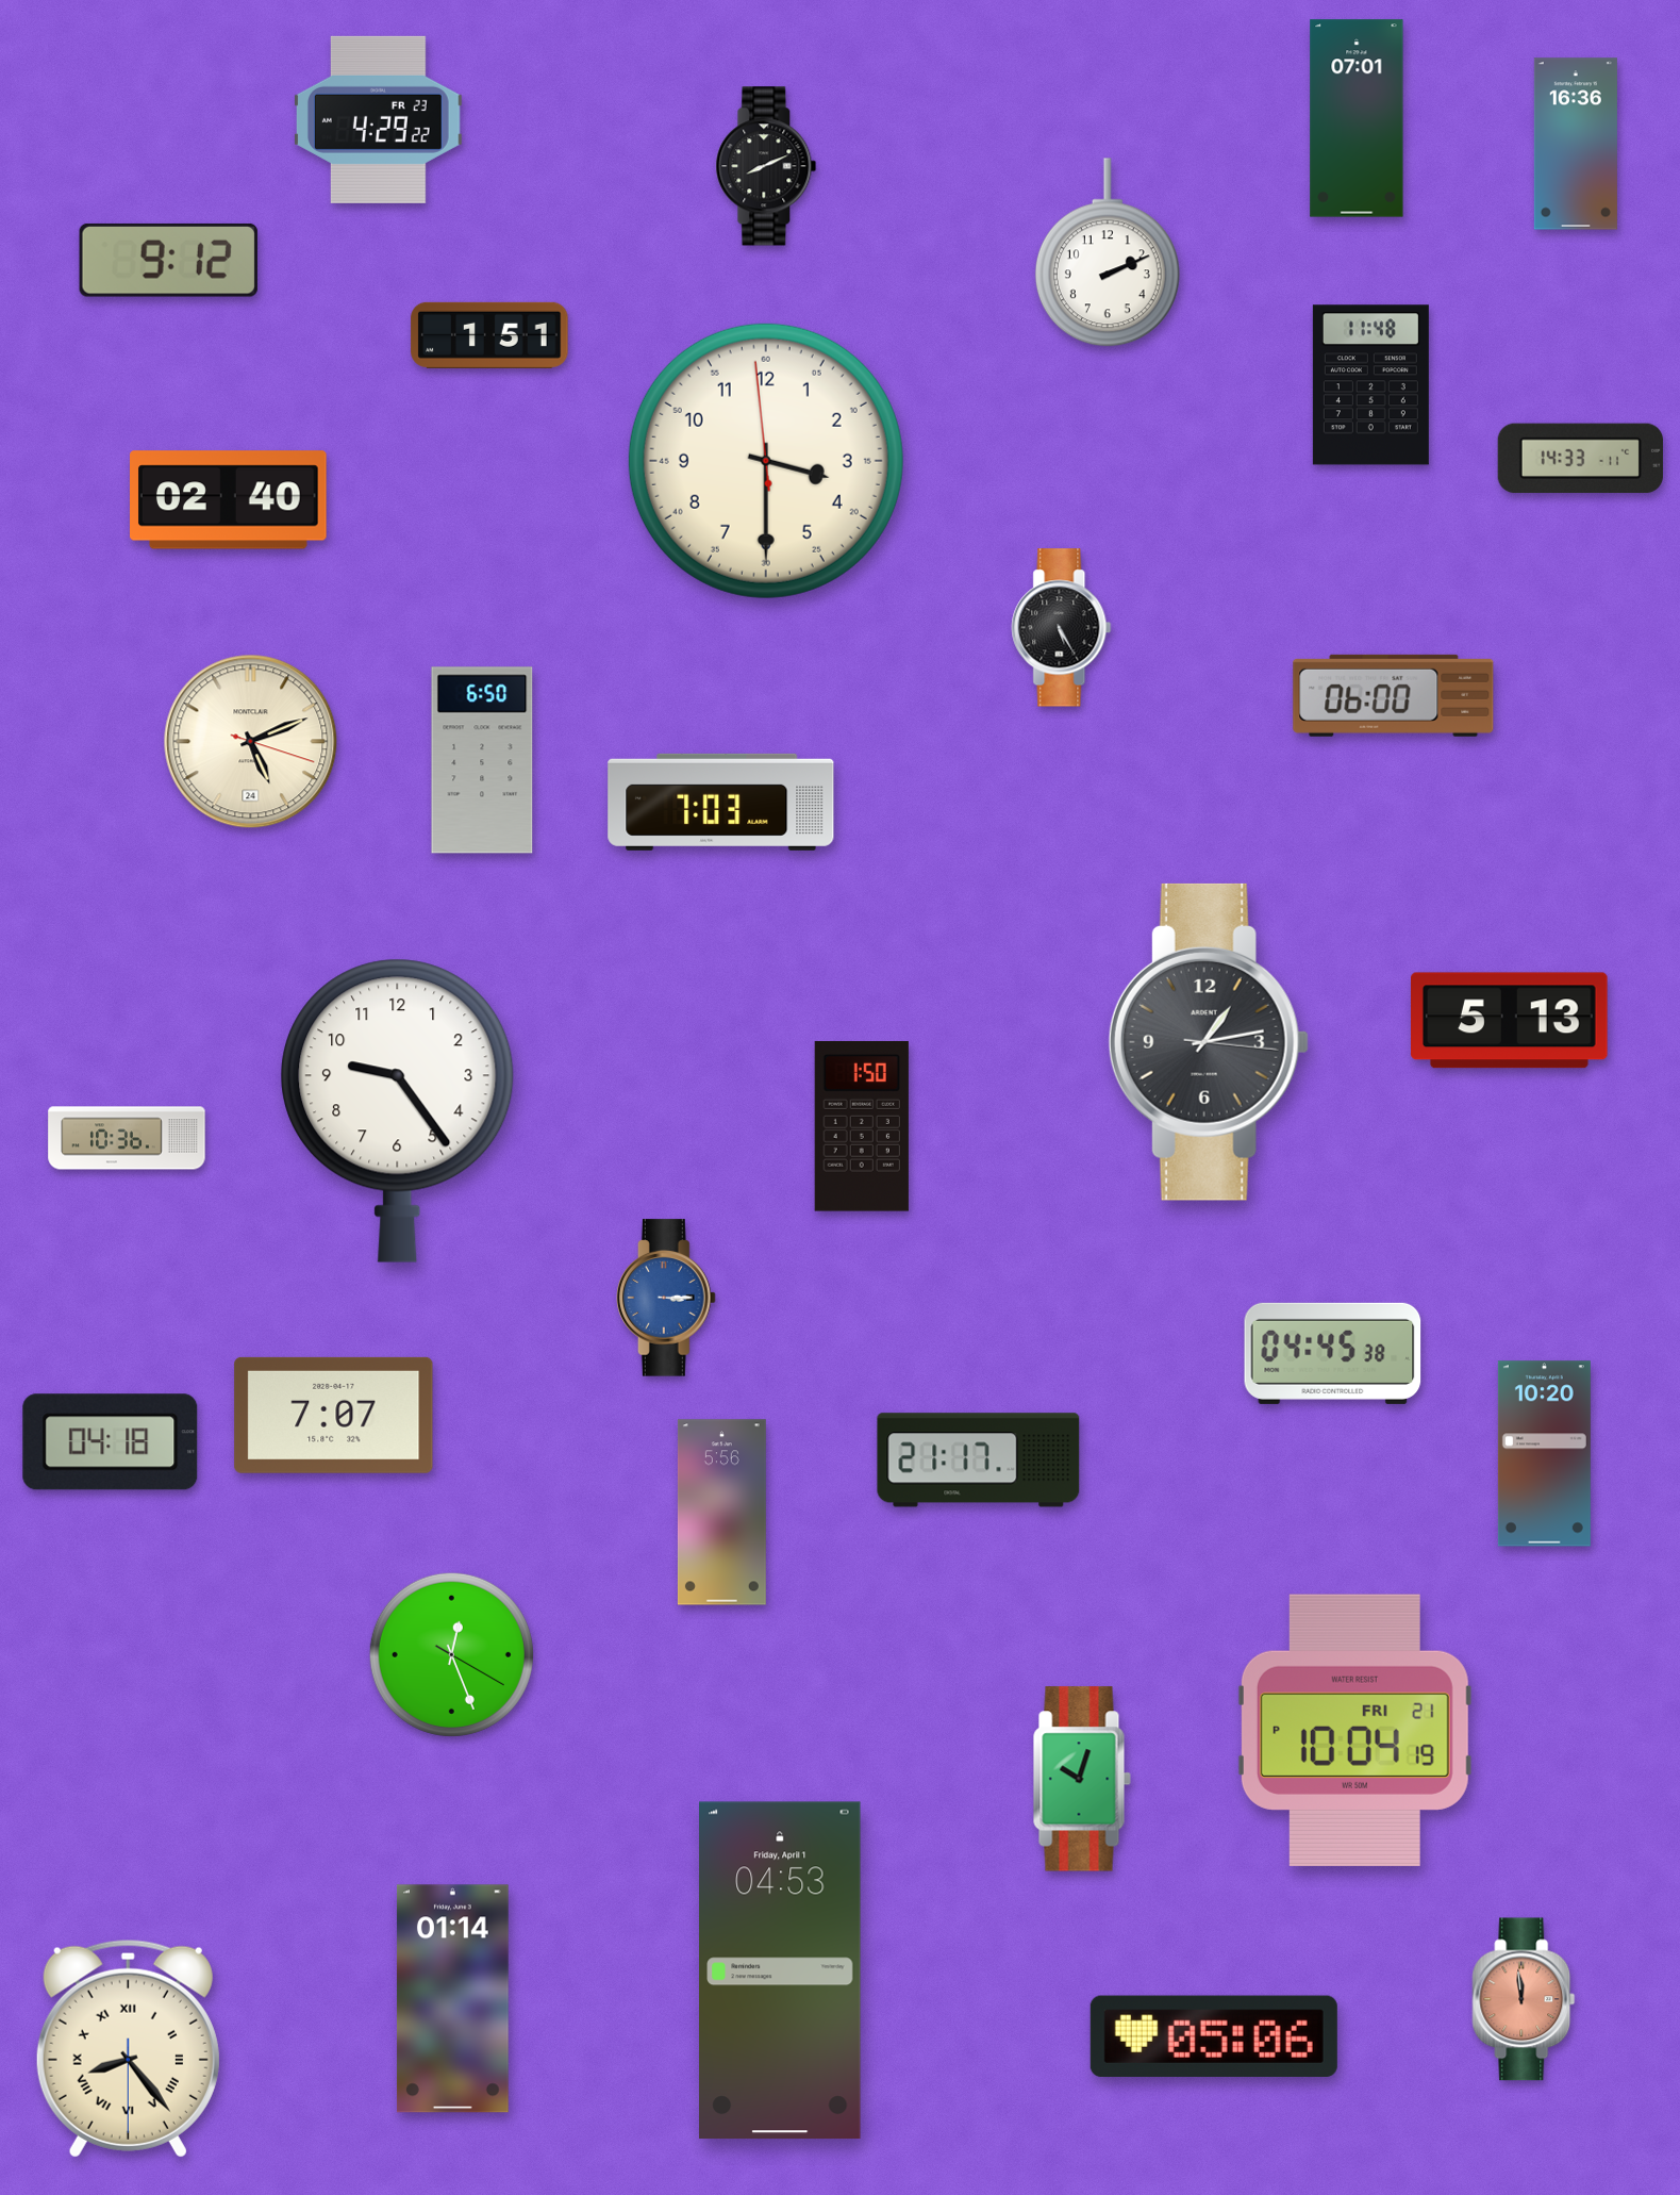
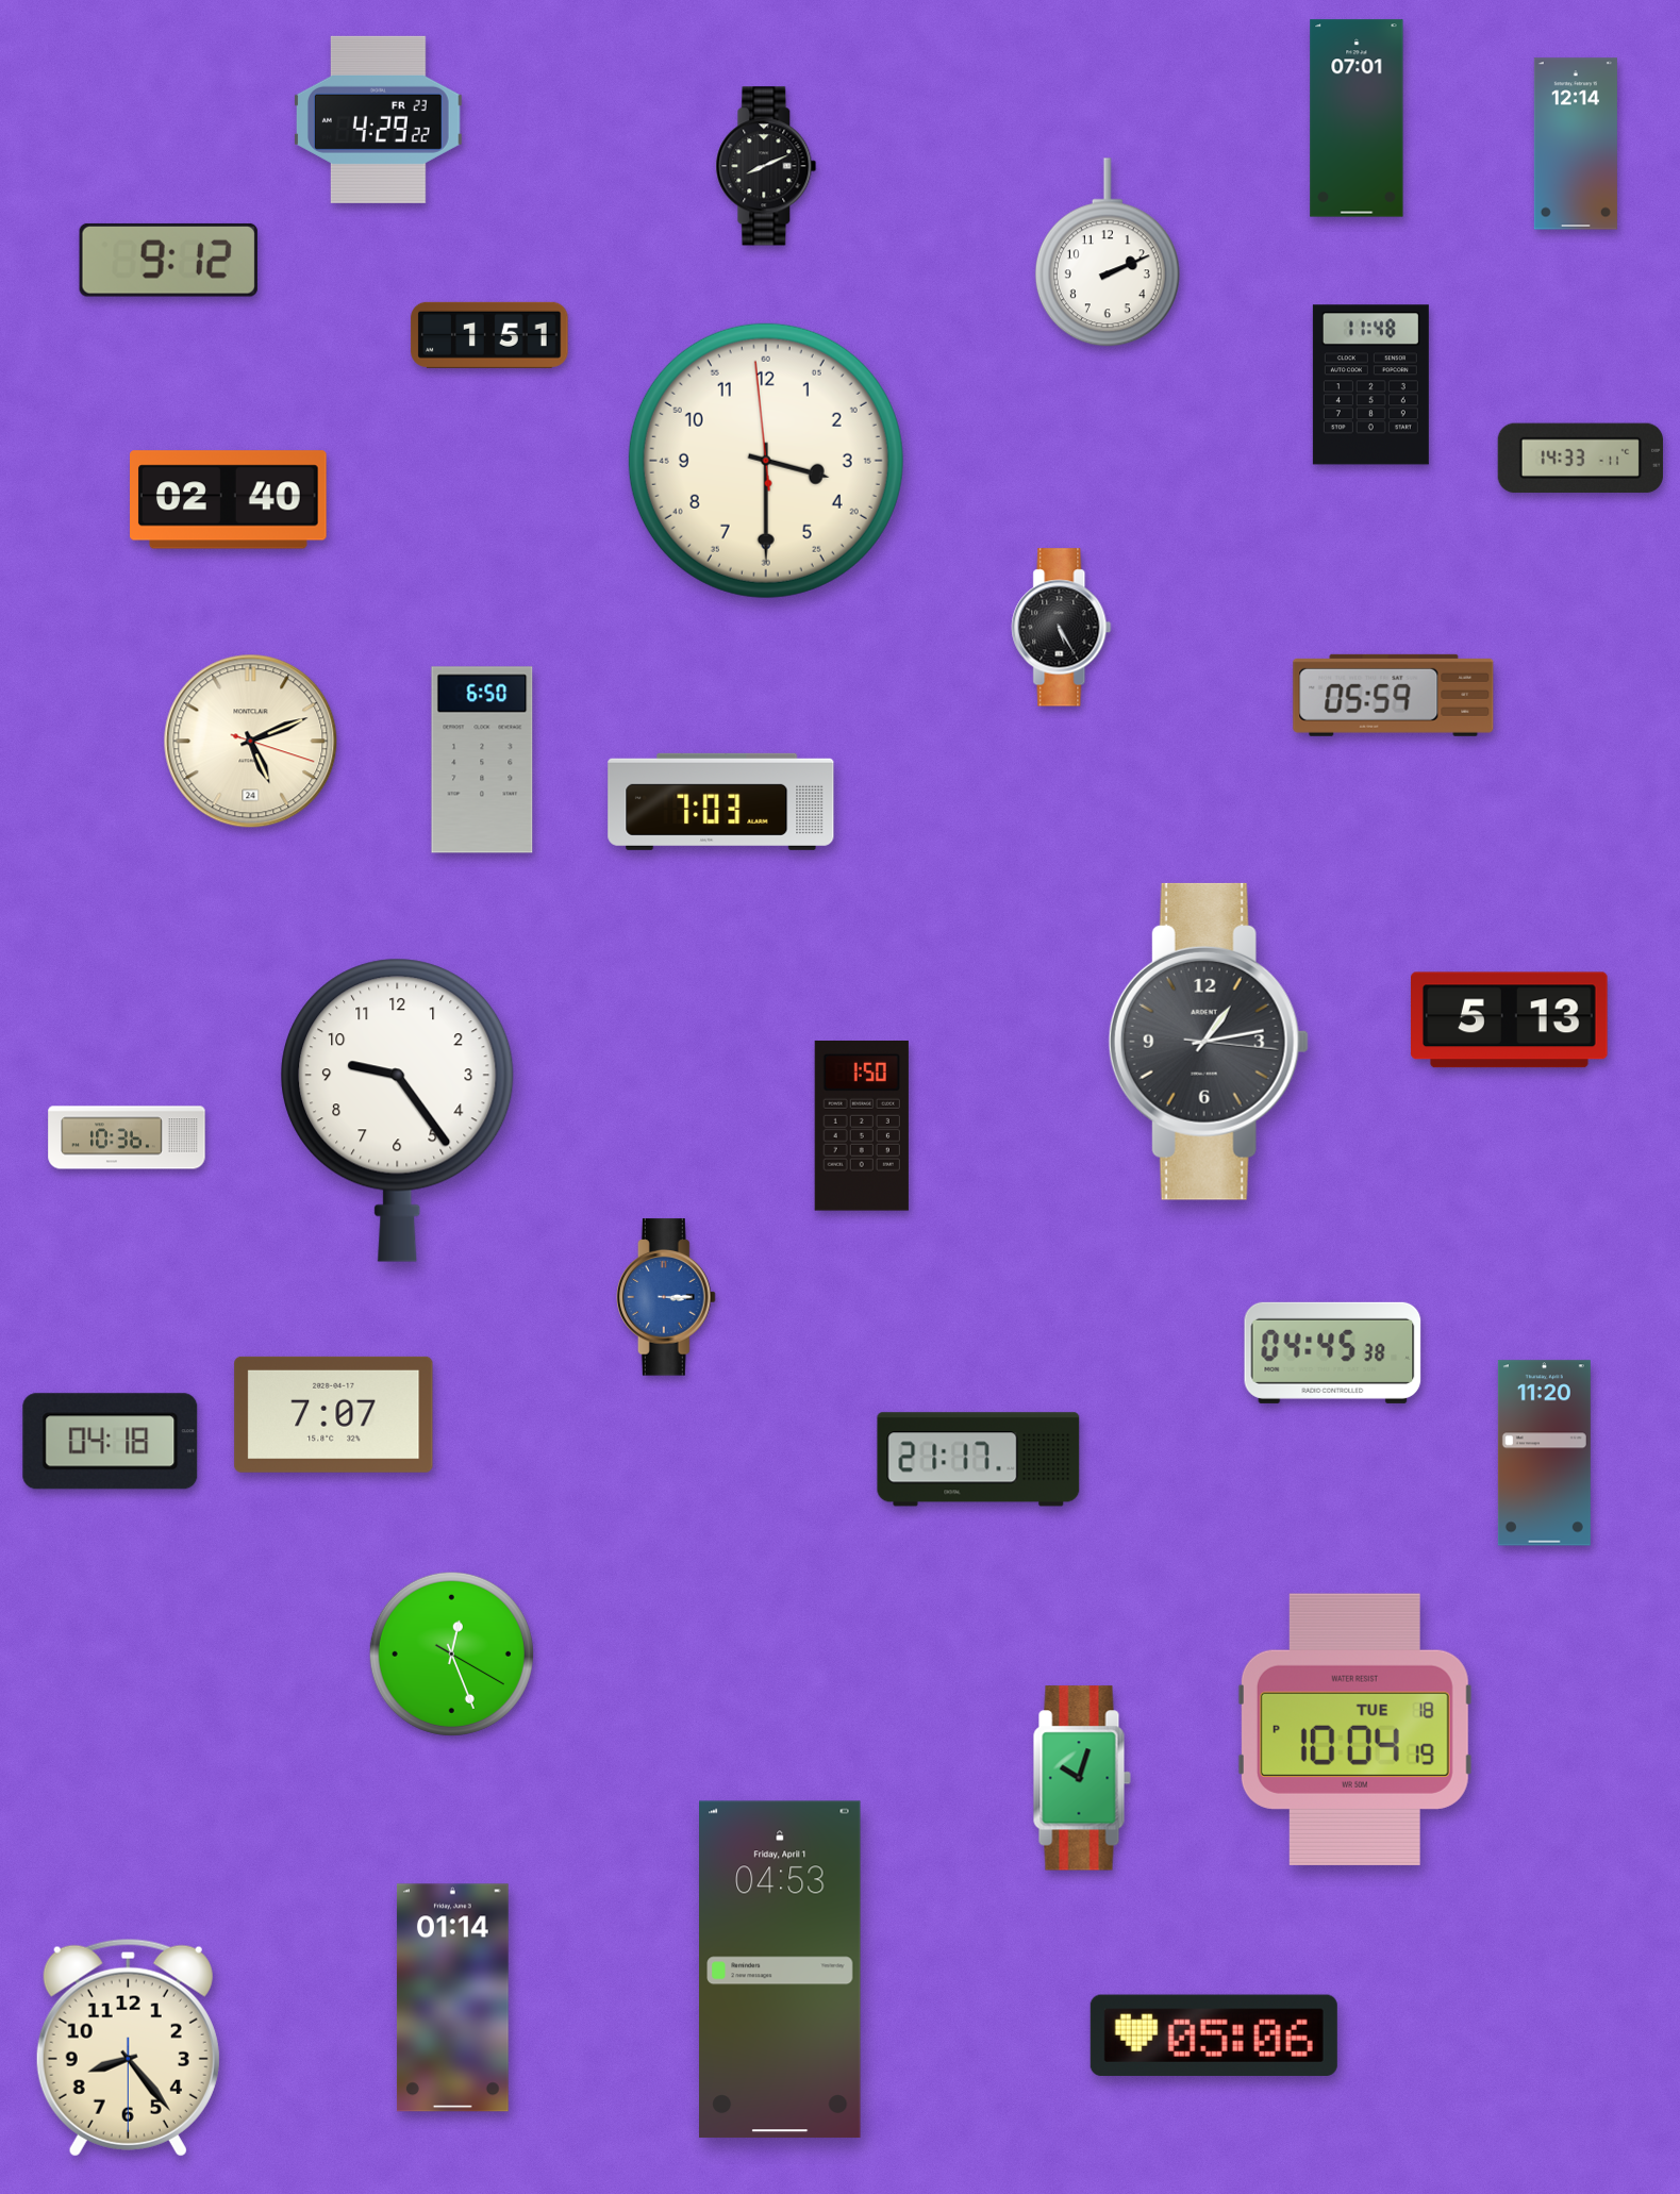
clock at (1576, 144): 16:36 -> 12:14
clock at (1394, 695): 06:00 -> 05:59
clock at (1544, 1454): 10:20 -> 11:20
clock at (721, 1513): 5:56 -> none
clock at (1354, 1730) date: FRI 21 -> TUE 18
clock at (1524, 1999): 11:59 -> none
clock at (128, 2048) numerals: Roman -> Arabic
